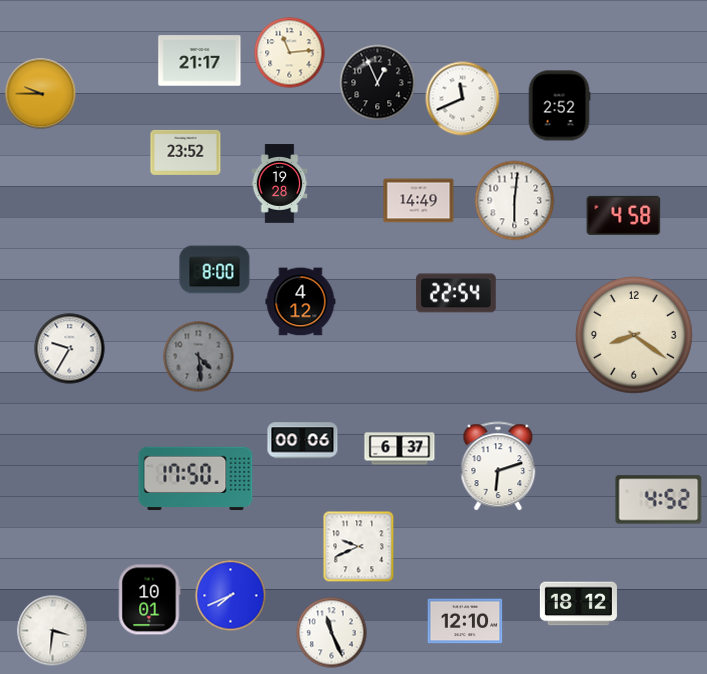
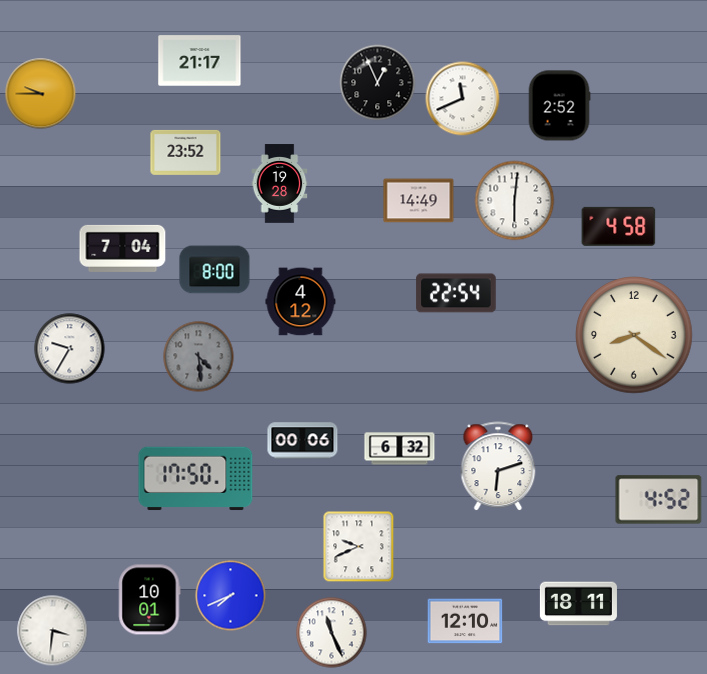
clock at (290, 53): 11:14 -> none
clock at (624, 215) position: (624, 215) -> (619, 226)
clock at (123, 248): none -> 7:04
clock at (400, 449): 6:37 -> 6:32
clock at (578, 604): 18:12 -> 18:11
